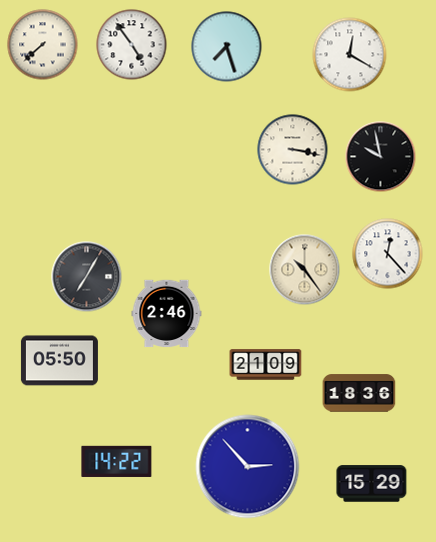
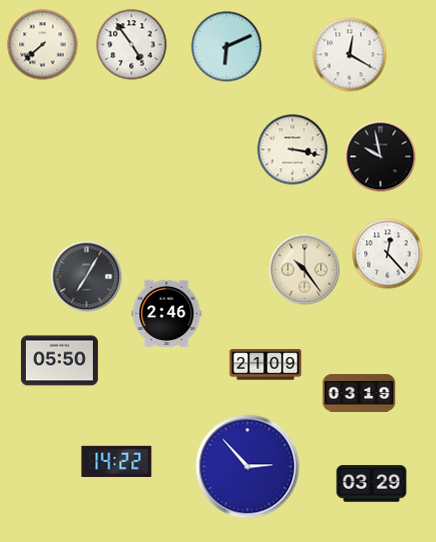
clock at (227, 47): 7:27 -> 6:11
clock at (359, 393): 18:36 -> 03:19
clock at (372, 484): 15:29 -> 03:29
